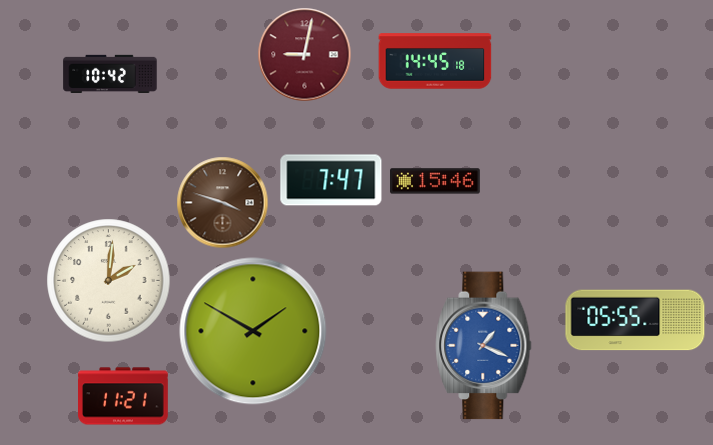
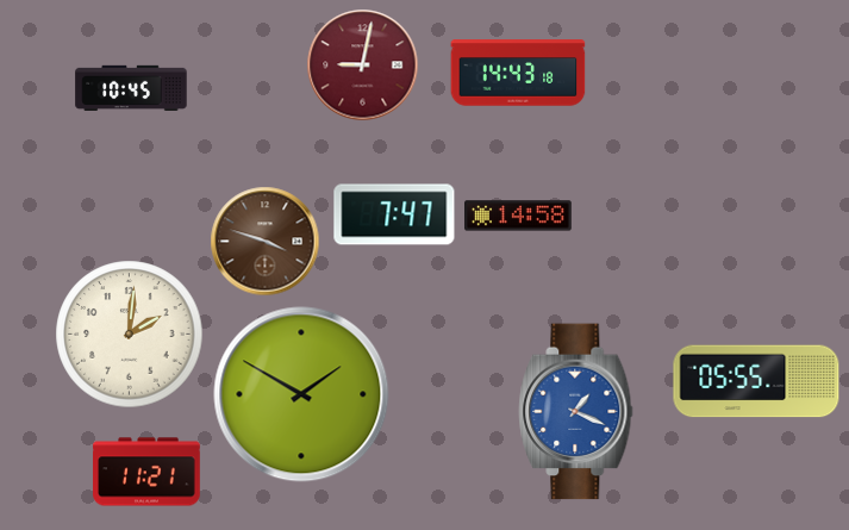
clock at (435, 61): 14:45 -> 14:43
clock at (110, 73): 10:42 -> 10:45
clock at (436, 181): 15:46 -> 14:58
